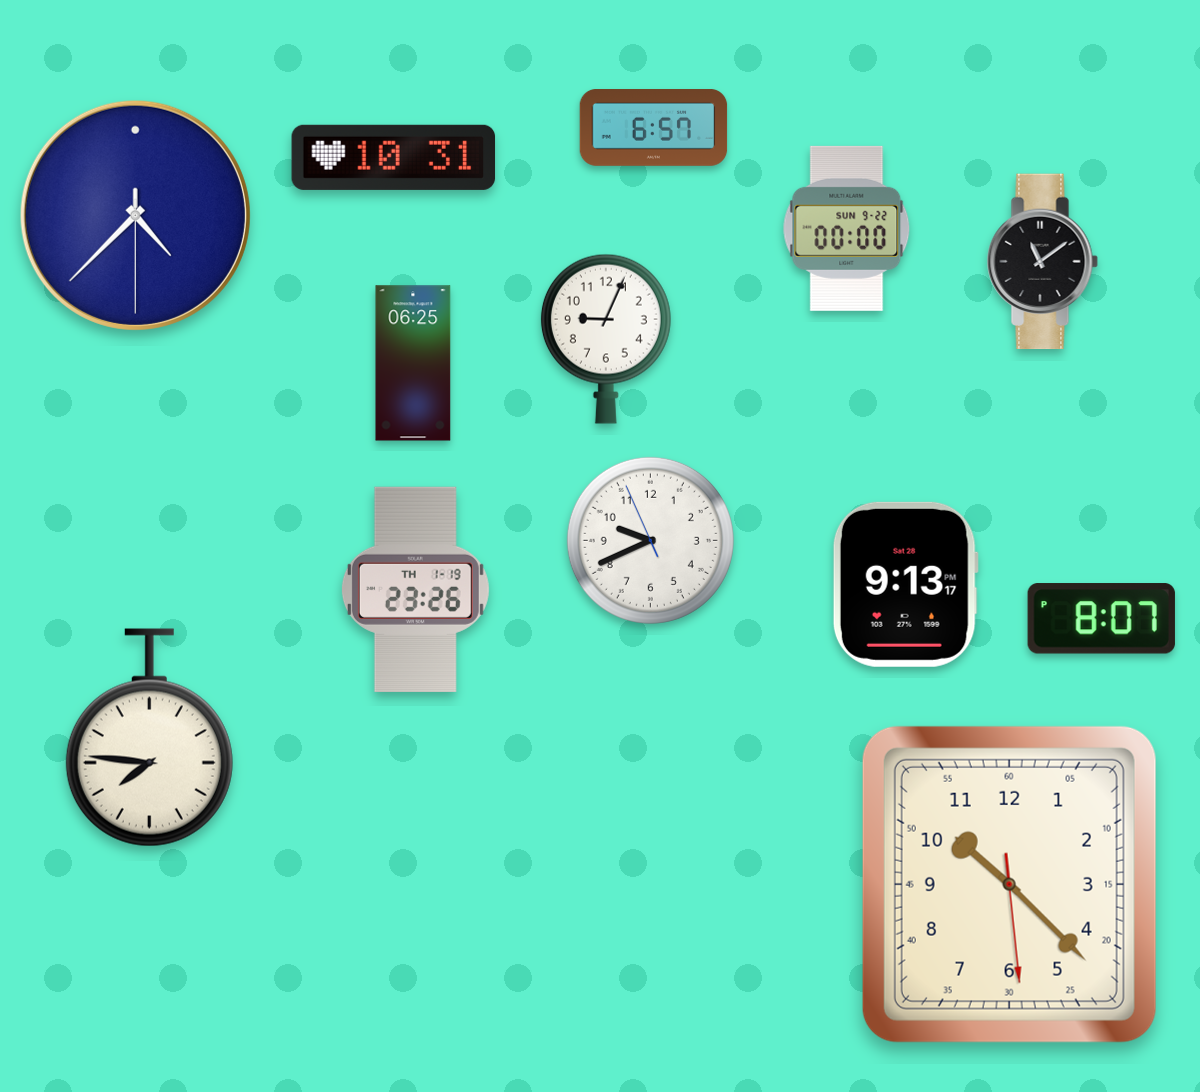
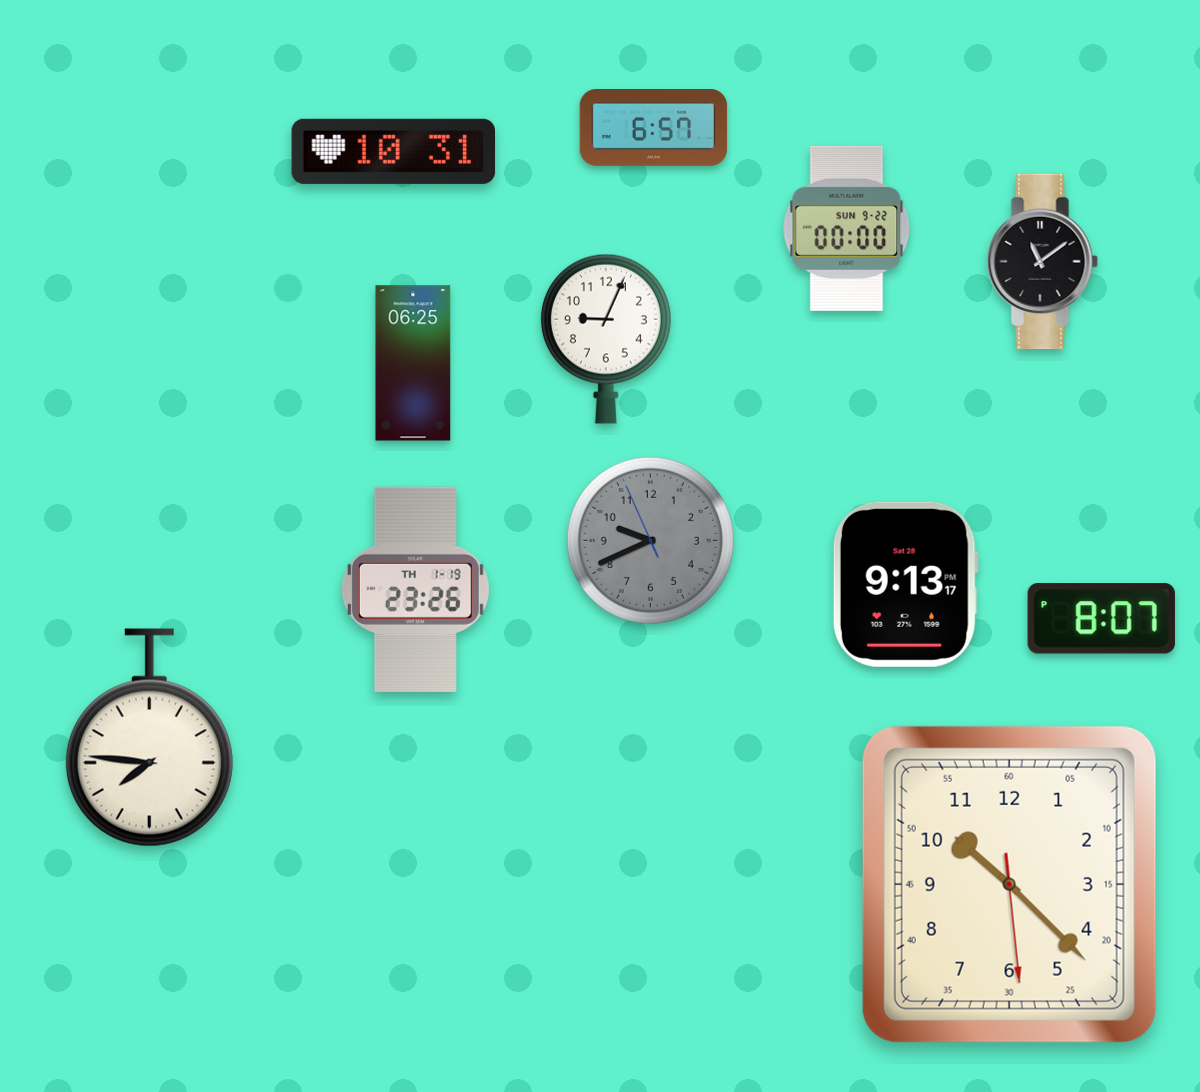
clock at (394, 157) position: (394, 157) -> (394, 151)
clock at (135, 215): 4:37 -> none
clock at (650, 540) dial: white -> grey
